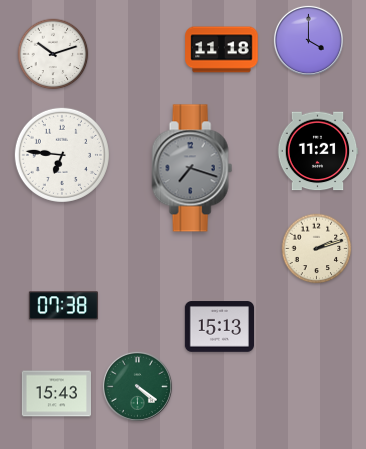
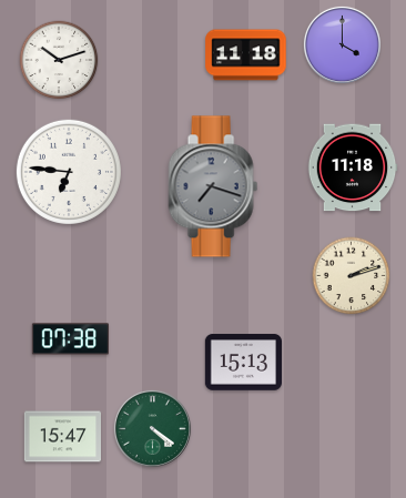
clock at (318, 151): 11:21 -> 11:18
clock at (56, 394): 15:43 -> 15:47
